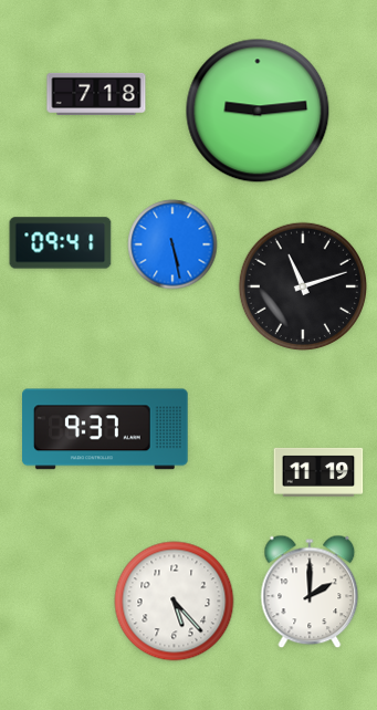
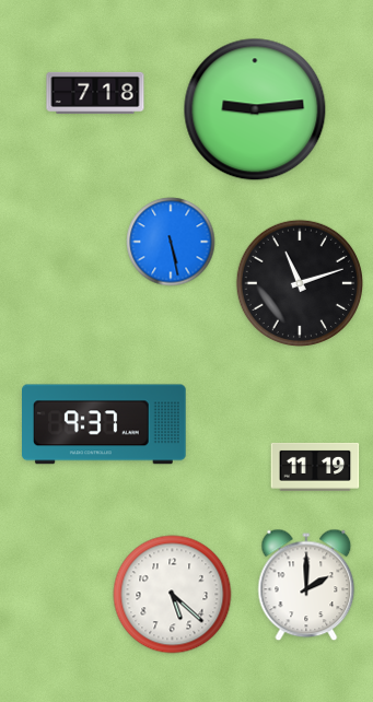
clock at (61, 243): 09:41 -> none
clock at (175, 602): 5:23 -> 5:22
